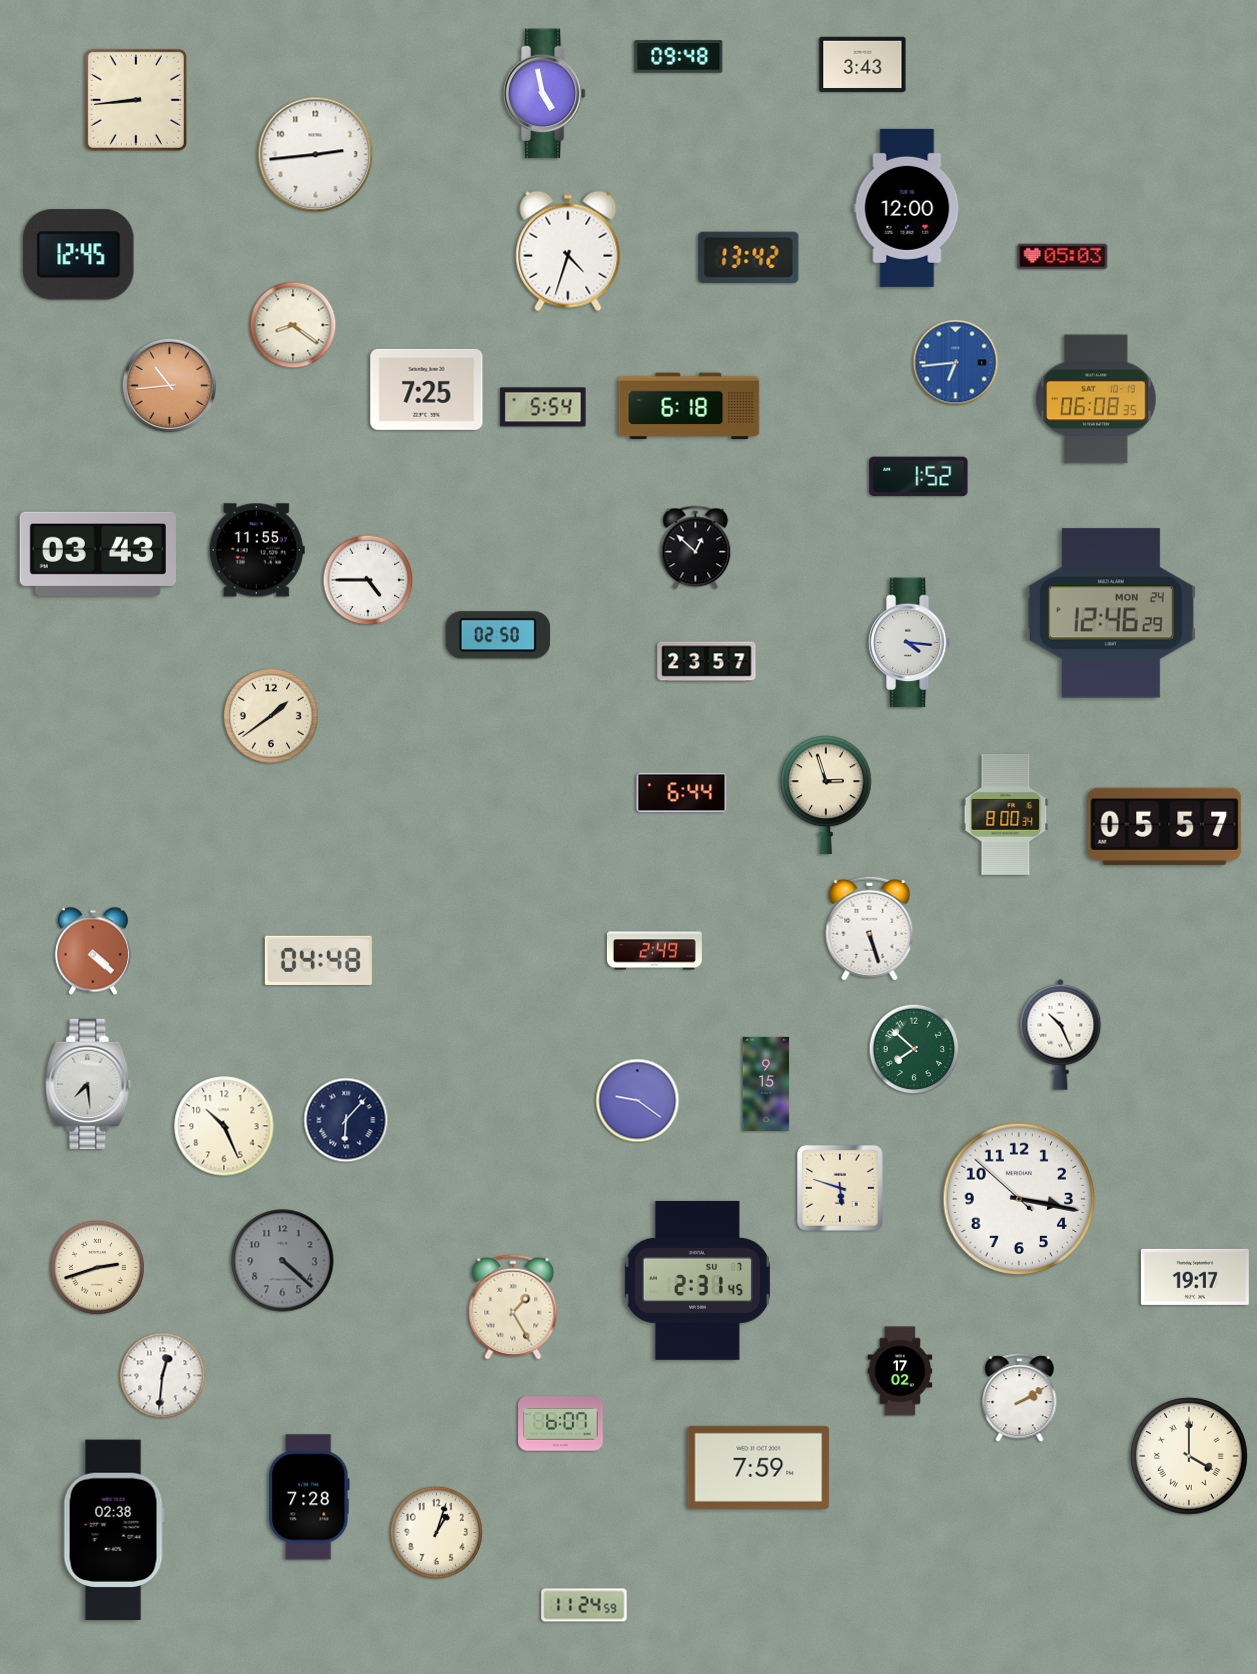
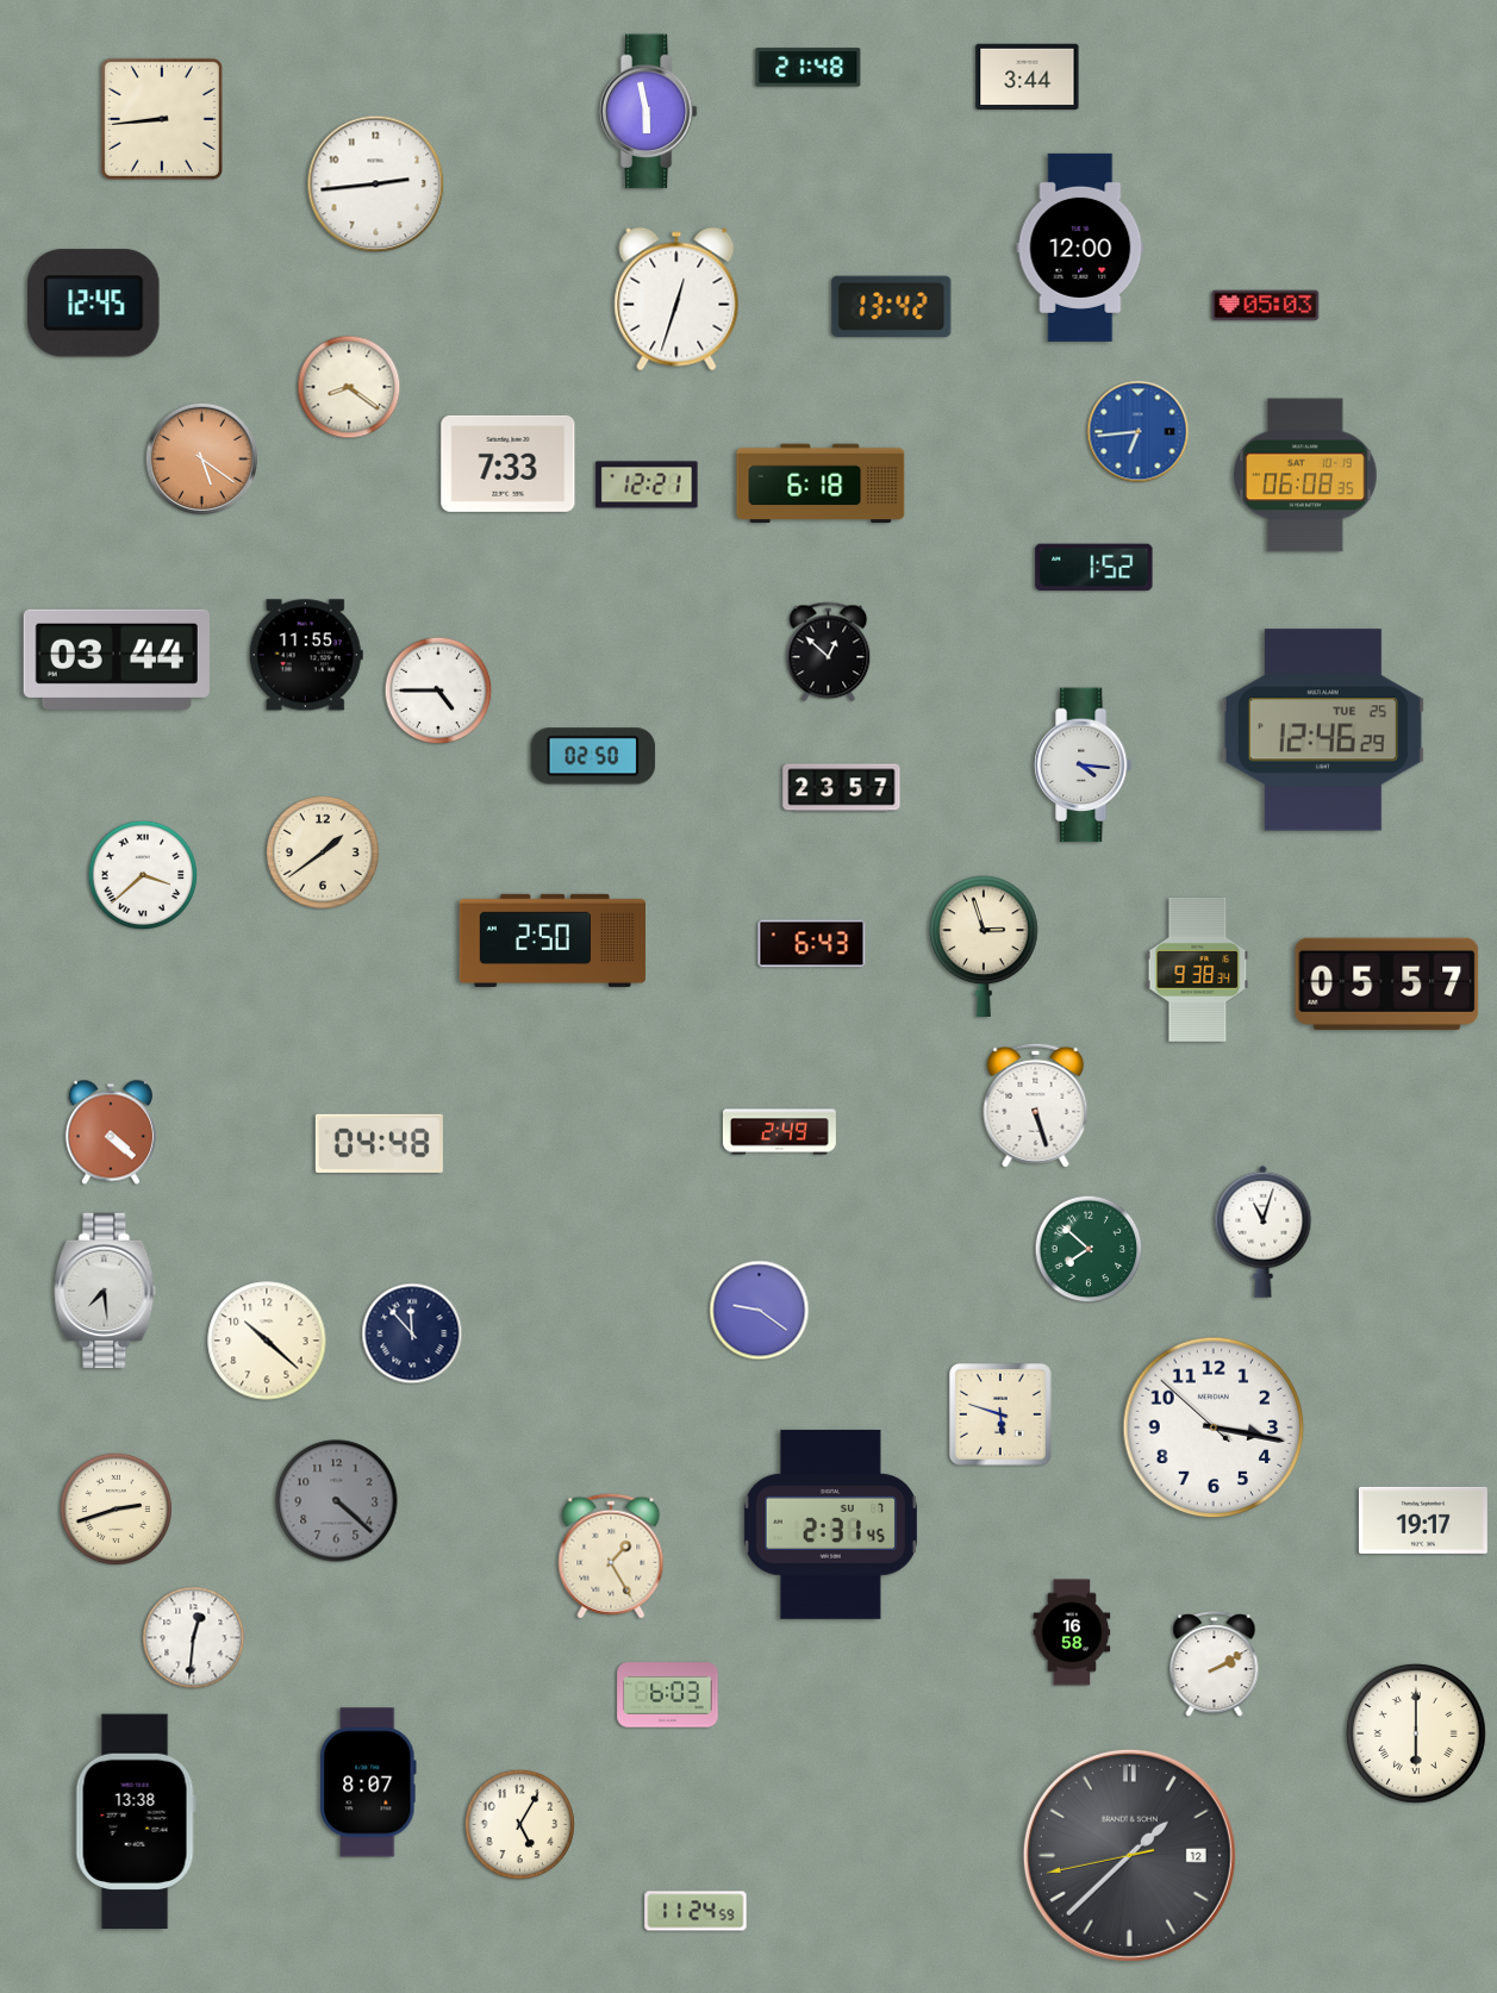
clock at (679, 57): 09:48 -> 21:48
clock at (863, 64): 3:43 -> 3:44
clock at (544, 94): 4:58 -> 5:58
clock at (568, 251): 4:33 -> 12:33
clock at (169, 385): 10:44 -> 5:21
clock at (427, 389): 7:25 -> 7:33
clock at (543, 407): 5:54 -> 12:21
clock at (98, 554): 03:43 -> 03:44
clock at (1111, 613) date: MON 24 -> TUE 25
clock at (143, 875): none -> 3:38
clock at (551, 941): none -> 2:50
clock at (682, 793): 6:44 -> 6:43
clock at (1006, 814): 8:00 -> 9:38
clock at (1061, 1034): 10:26 -> 11:03
clock at (766, 1084): 9:15 -> none
clock at (346, 1120): 6:07 -> 11:53
clock at (224, 1126): 10:26 -> 10:22
clock at (900, 1371): 17:02 -> 16:58
clock at (561, 1424): 6:07 -> 6:03
clock at (1189, 1456): 4:00 -> 6:00
clock at (759, 1467): 7:59 -> none
clock at (309, 1497): 7:28 -> 8:07
clock at (114, 1530): 02:38 -> 13:38
clock at (436, 1532): 1:03 -> 5:05
clock at (1129, 1855): none -> 1:37
